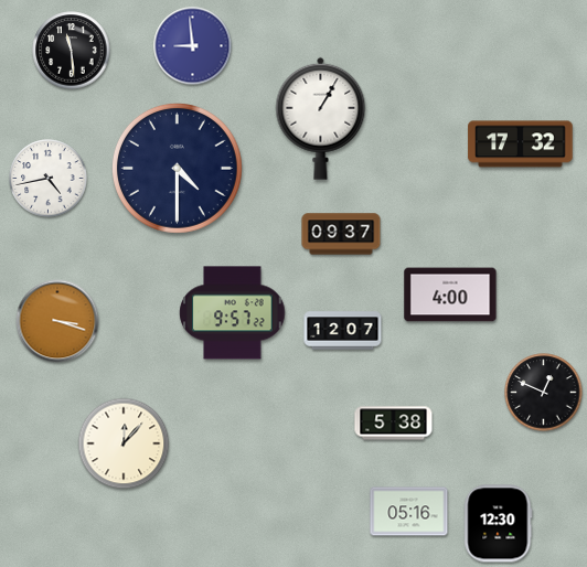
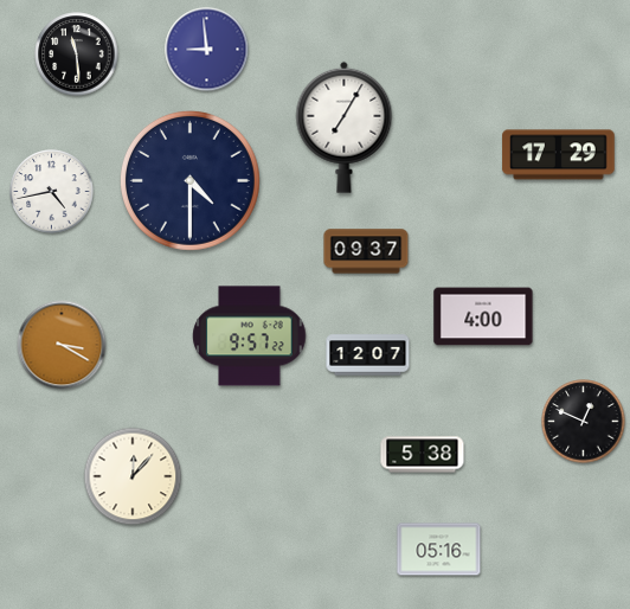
clock at (321, 118): 1:05 -> 7:05
clock at (521, 145): 17:32 -> 17:29
clock at (57, 321): 3:18 -> 3:20
clock at (499, 524): 12:30 -> none
